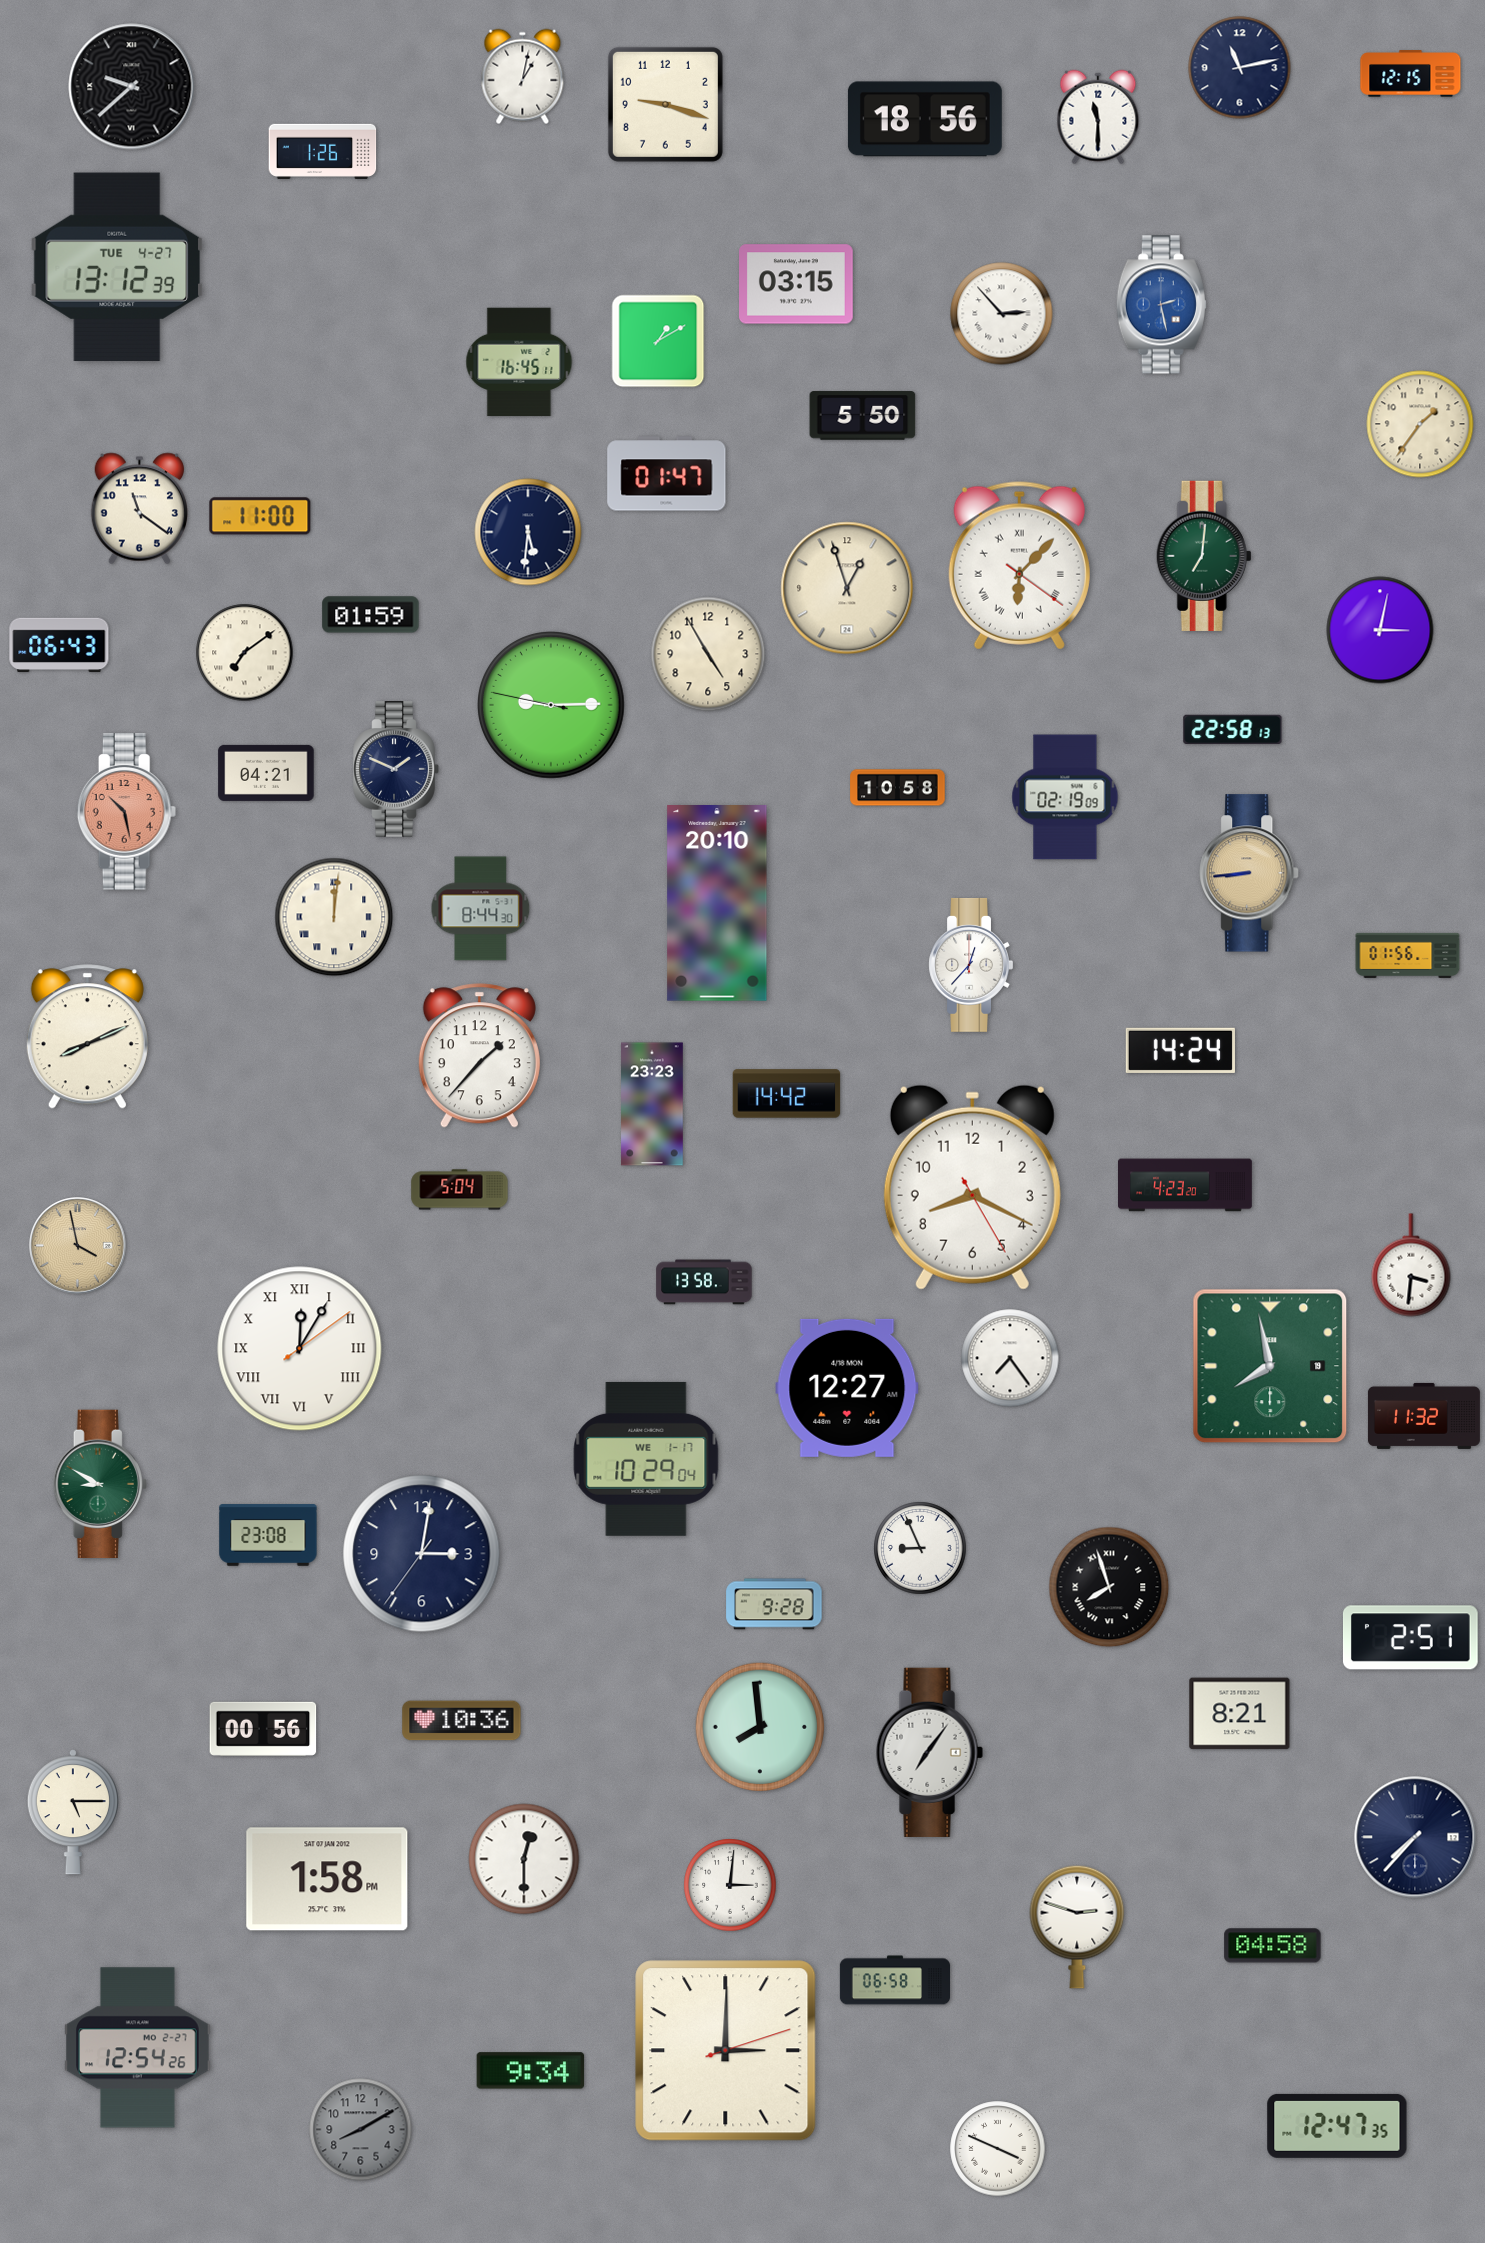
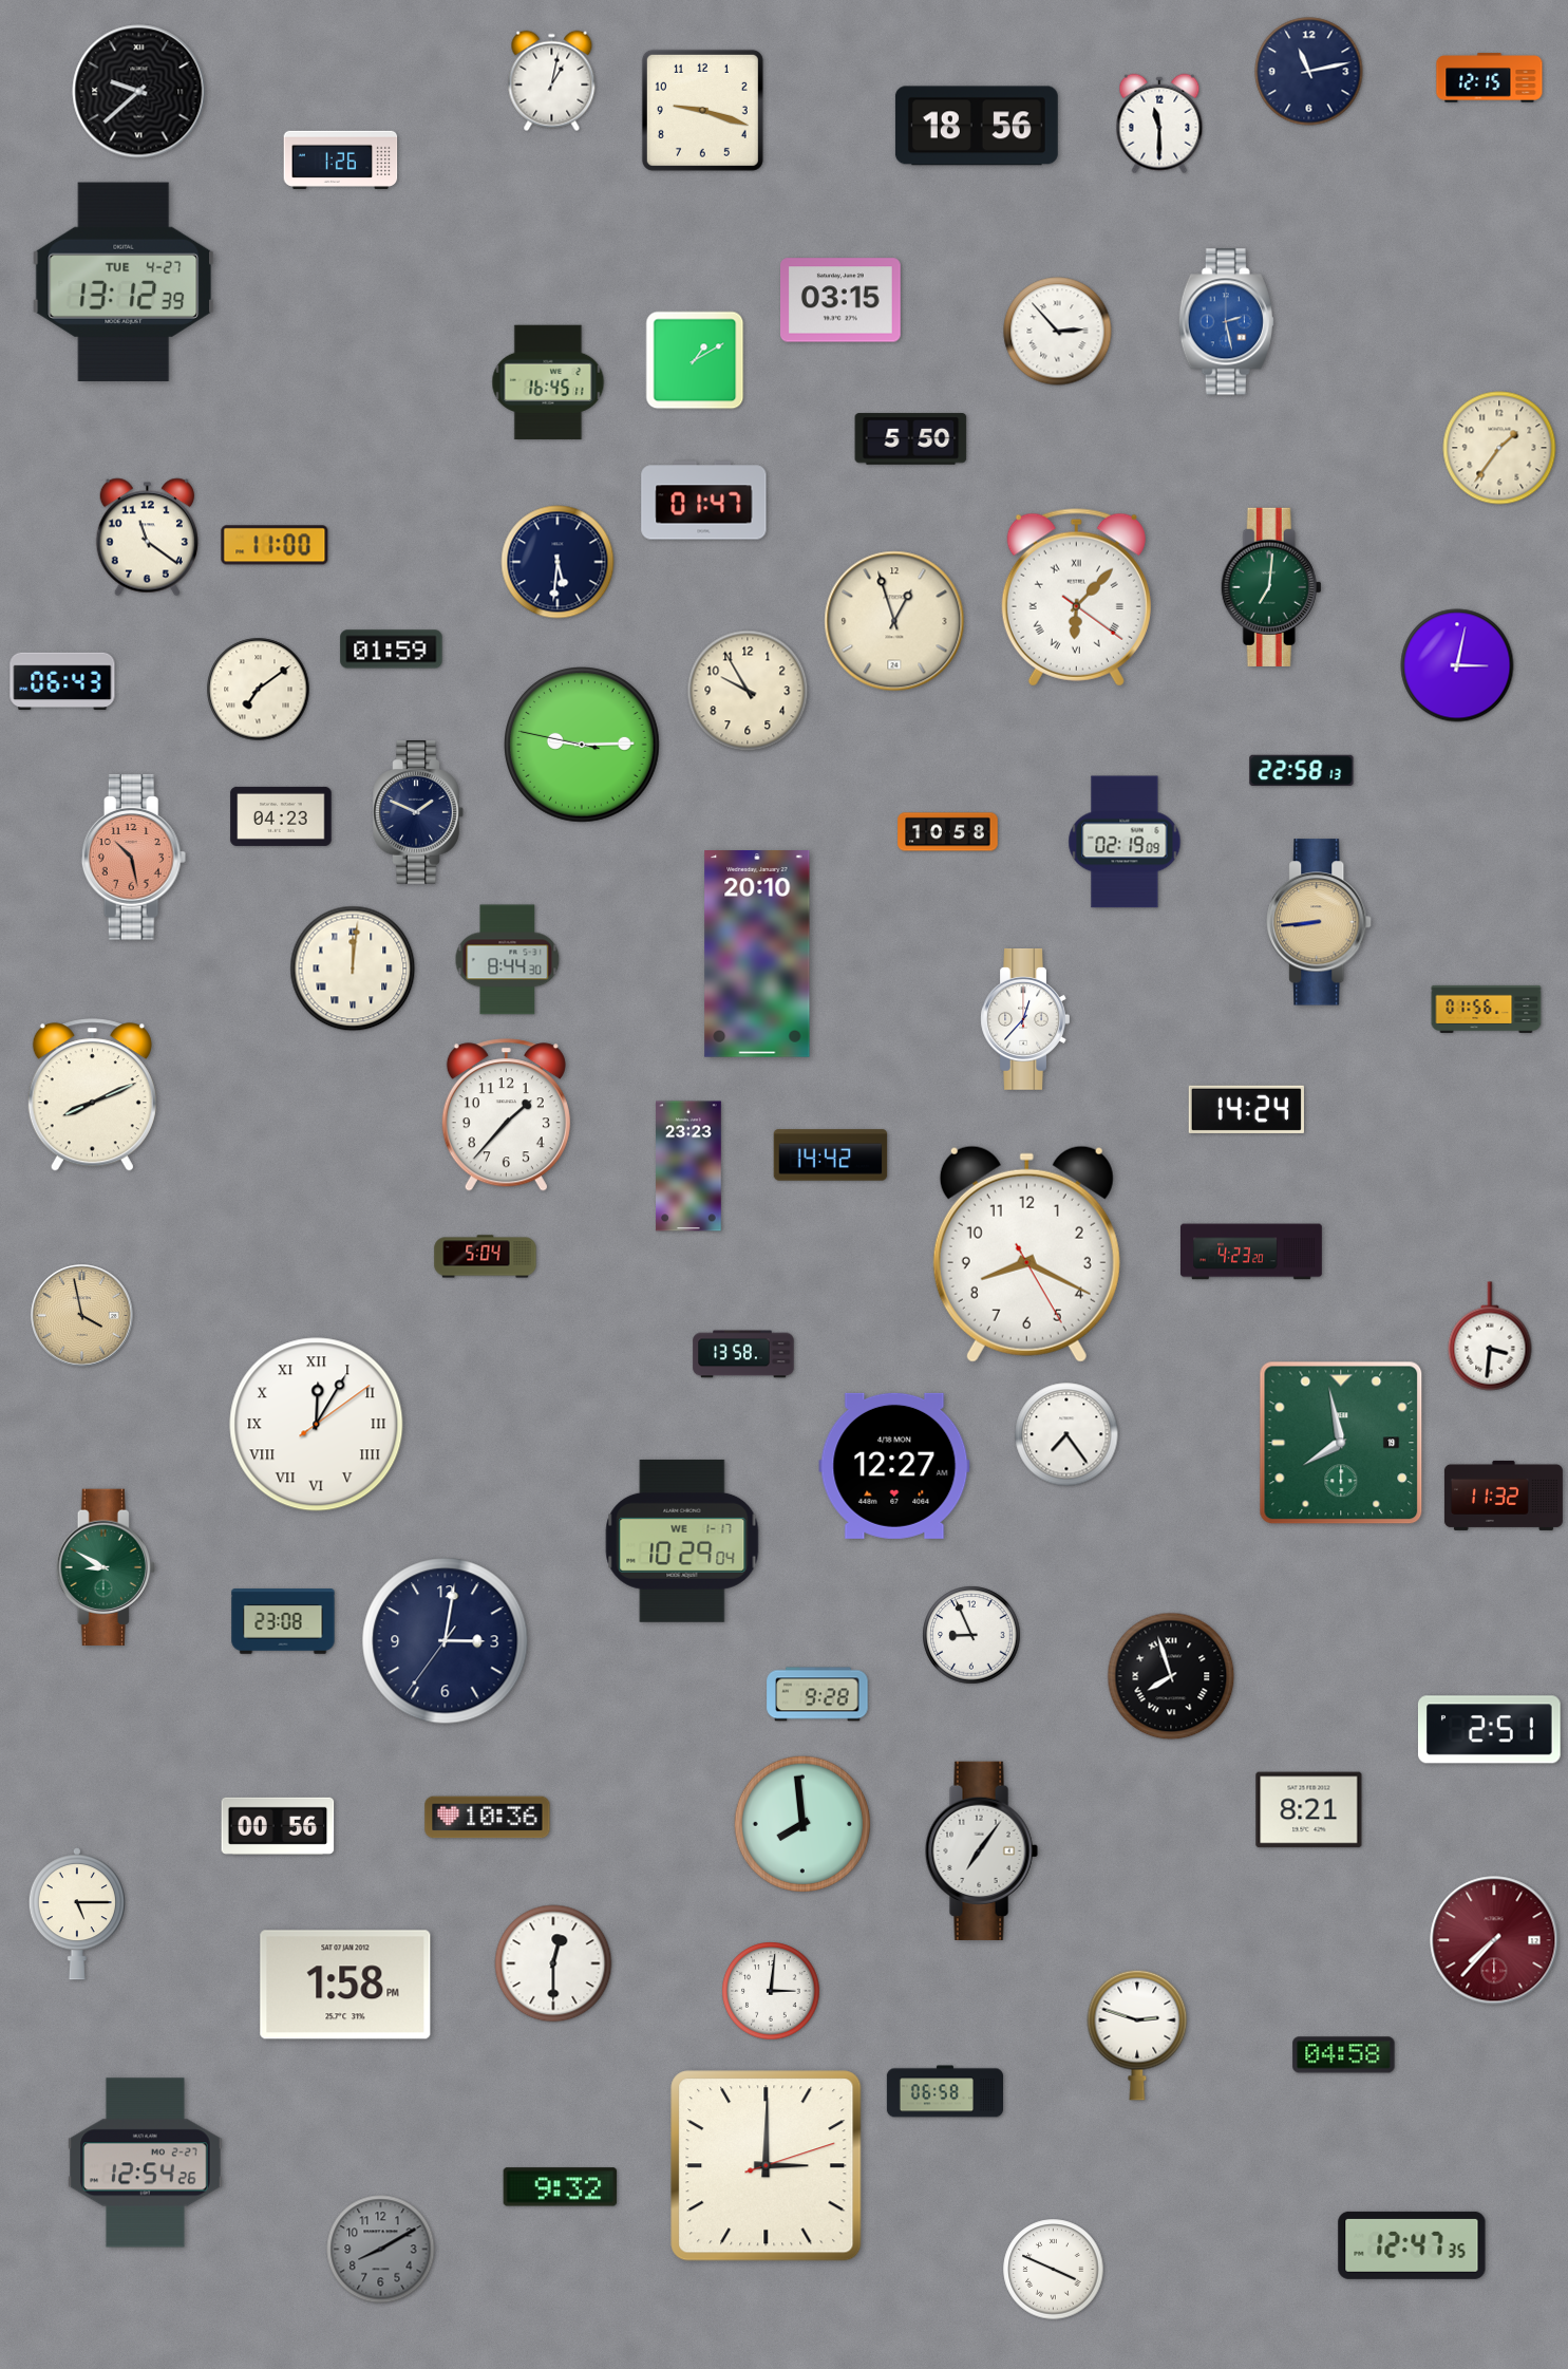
clock at (708, 654): 4:55 -> 9:55
clock at (266, 773): 04:21 -> 04:23
clock at (1415, 1837) dial: navy -> burgundy
clock at (531, 2071): 9:34 -> 9:32
